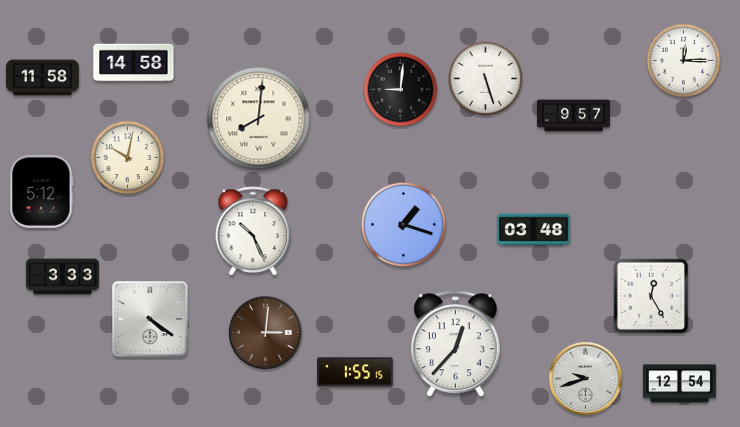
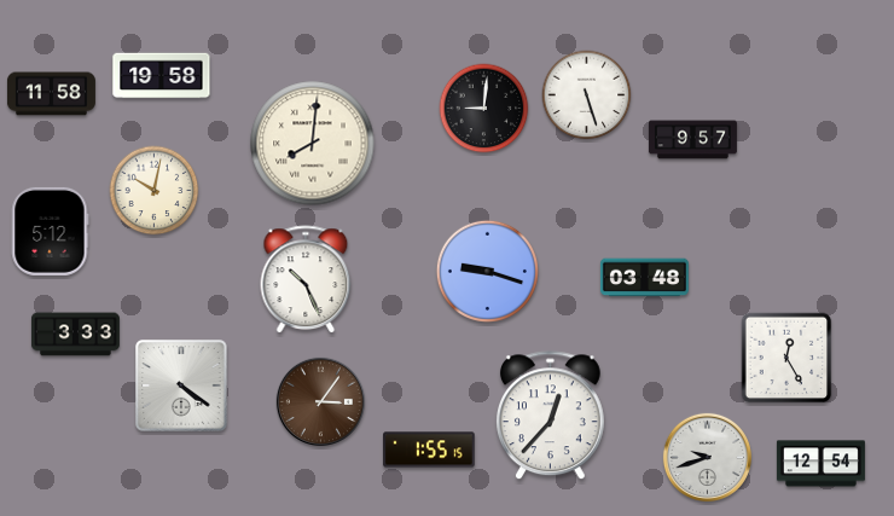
clock at (684, 61): 12:15 -> none
clock at (134, 63): 14:58 -> 19:58
clock at (403, 224): 1:18 -> 9:18
clock at (265, 332): 3:01 -> 3:06
